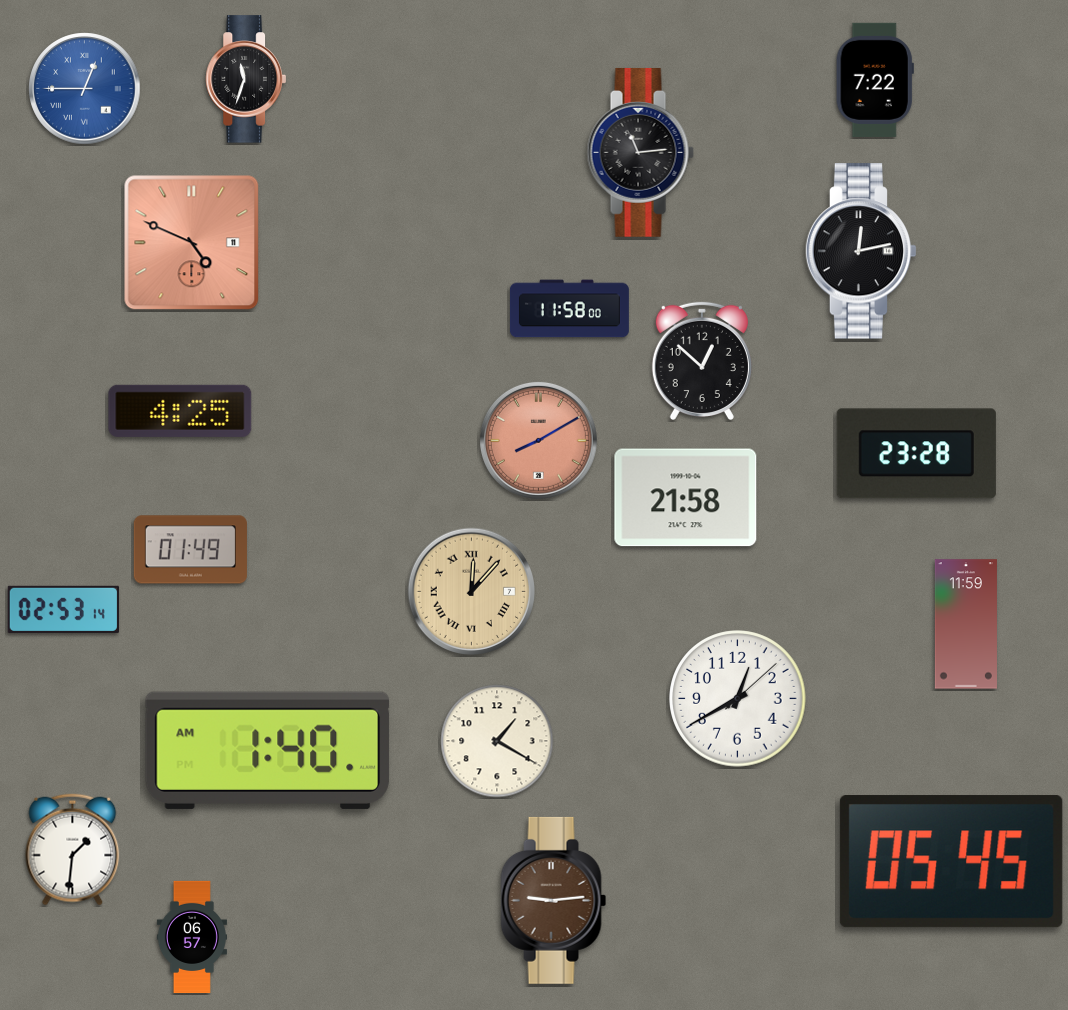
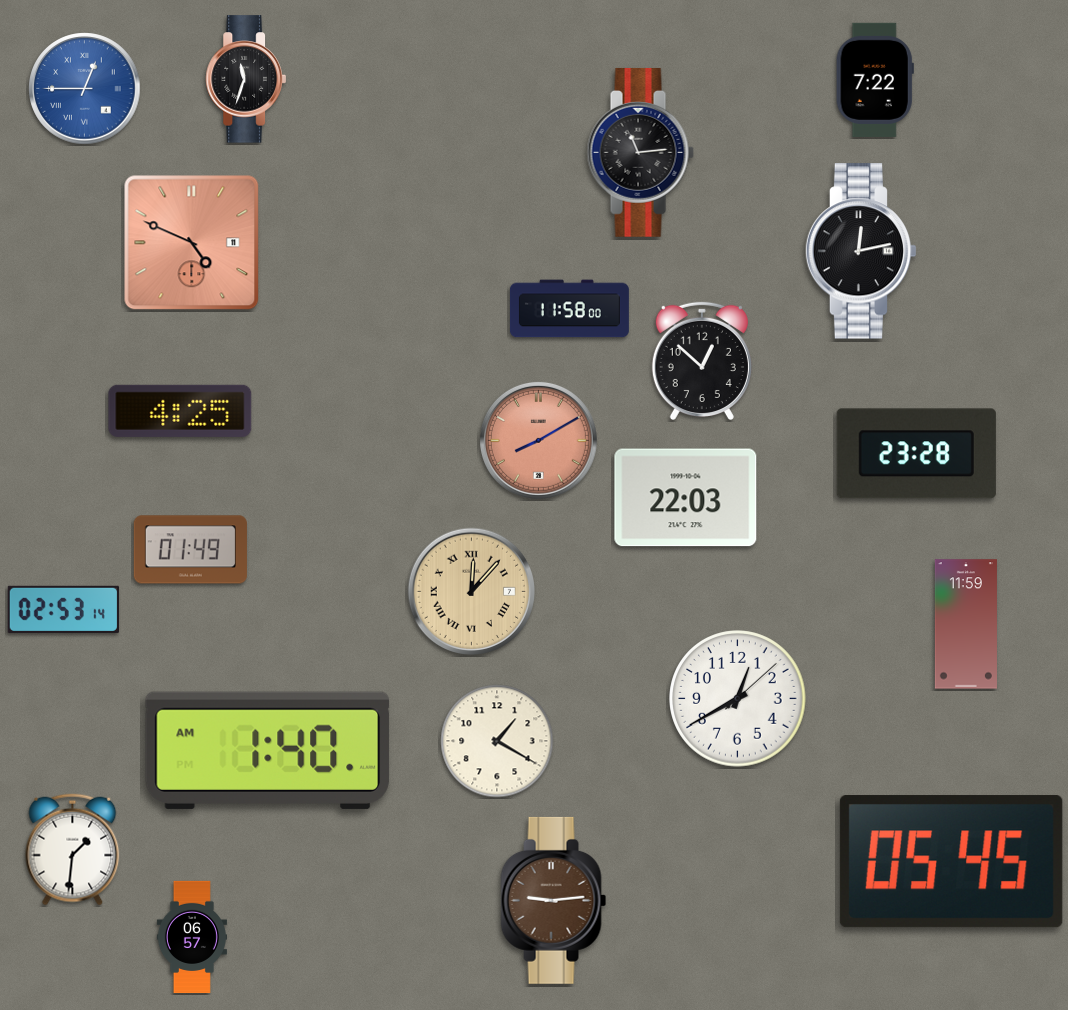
clock at (686, 498): 21:58 -> 22:03
